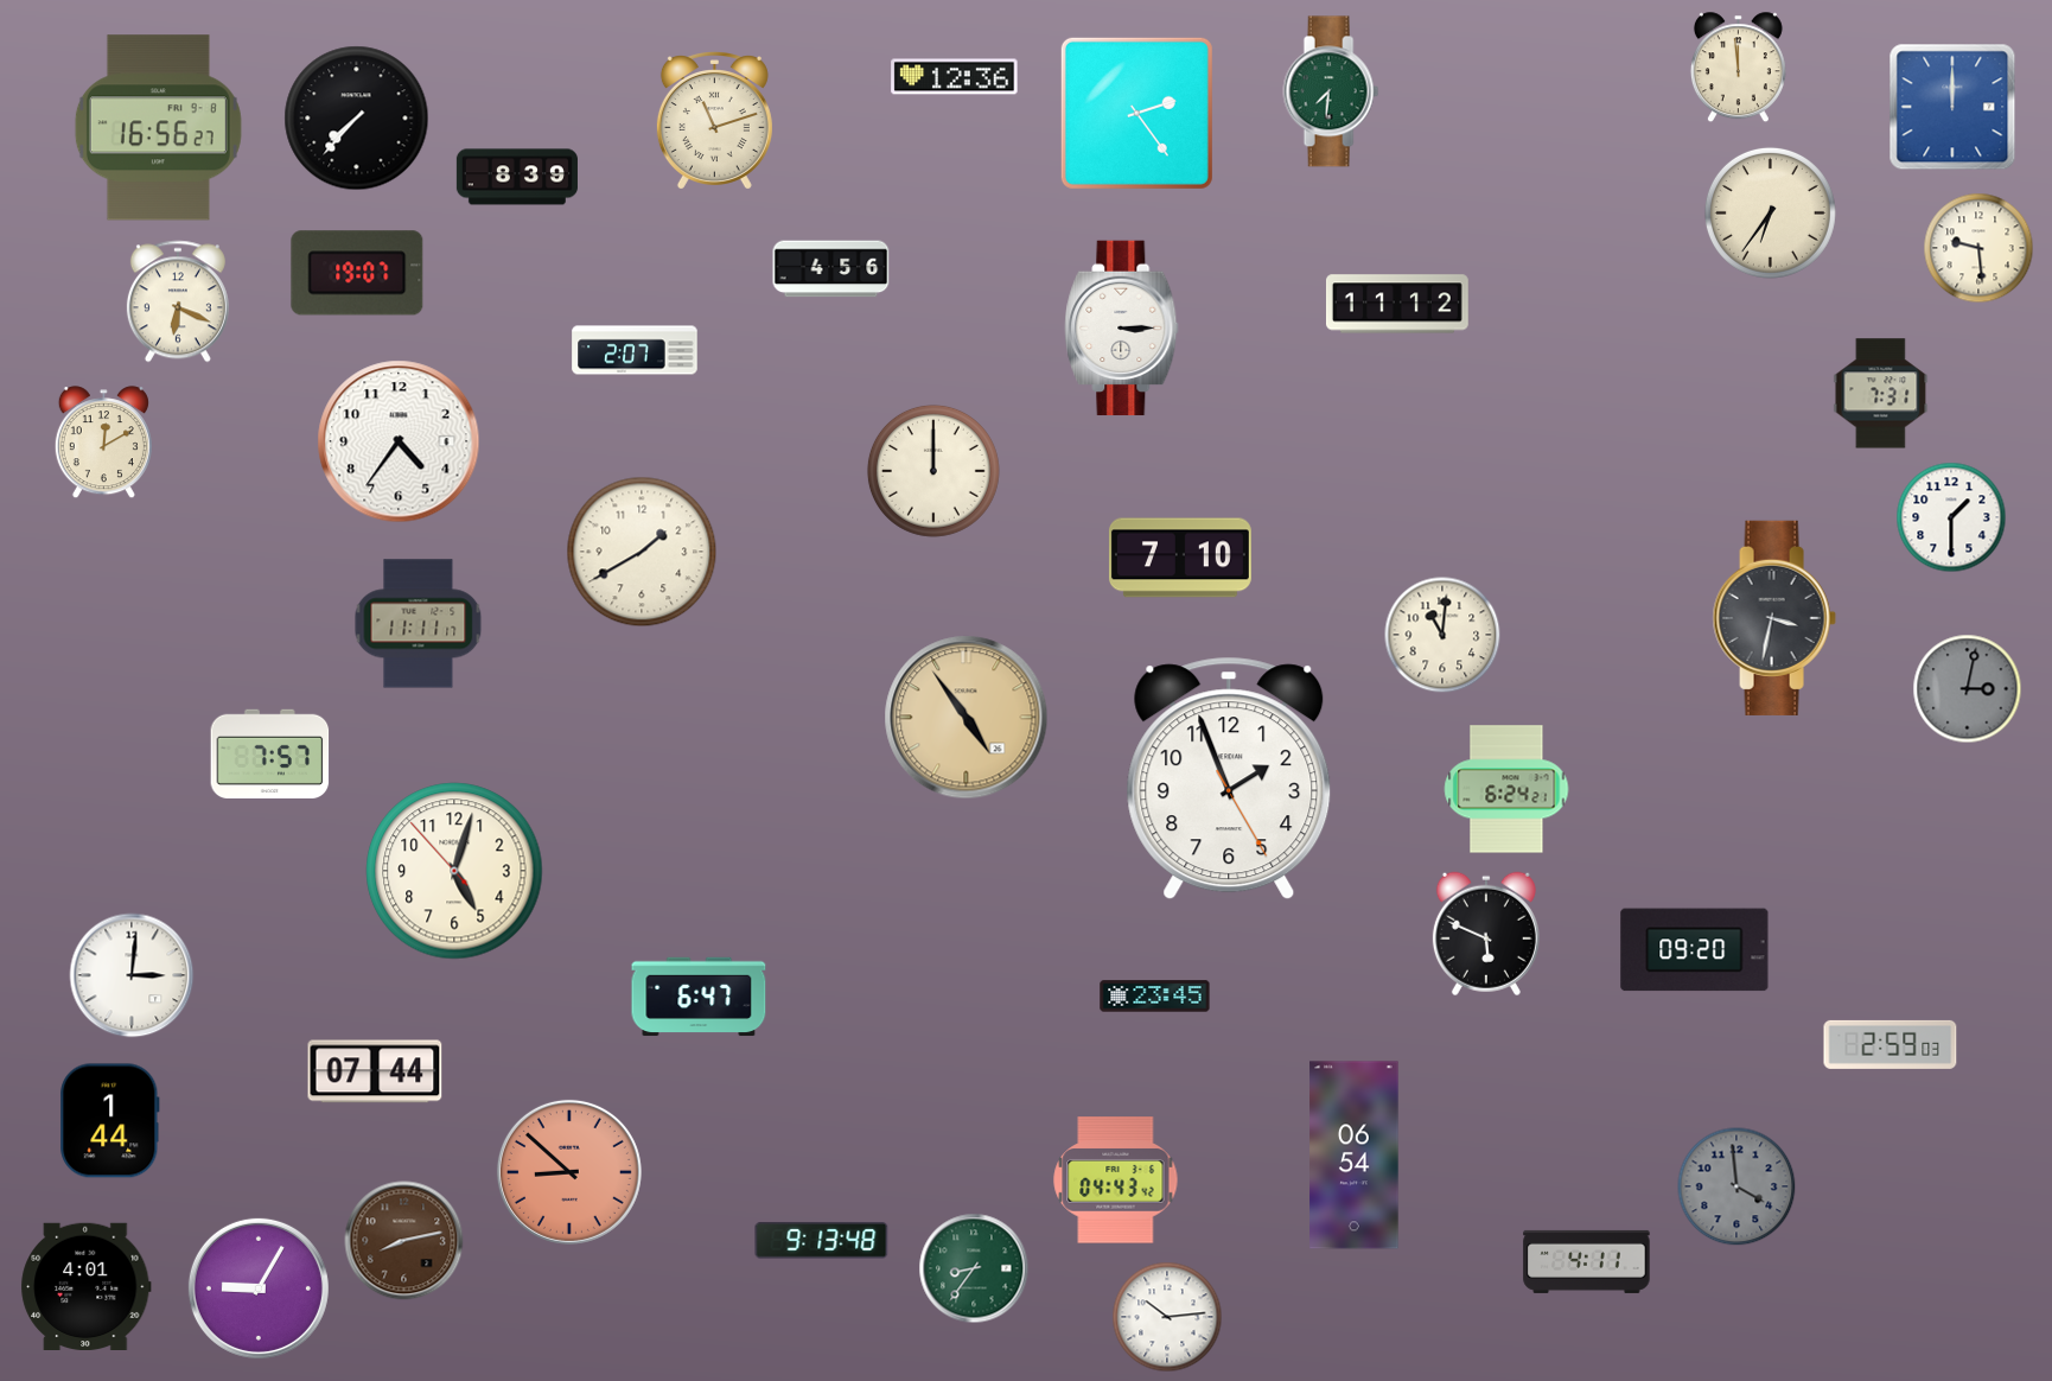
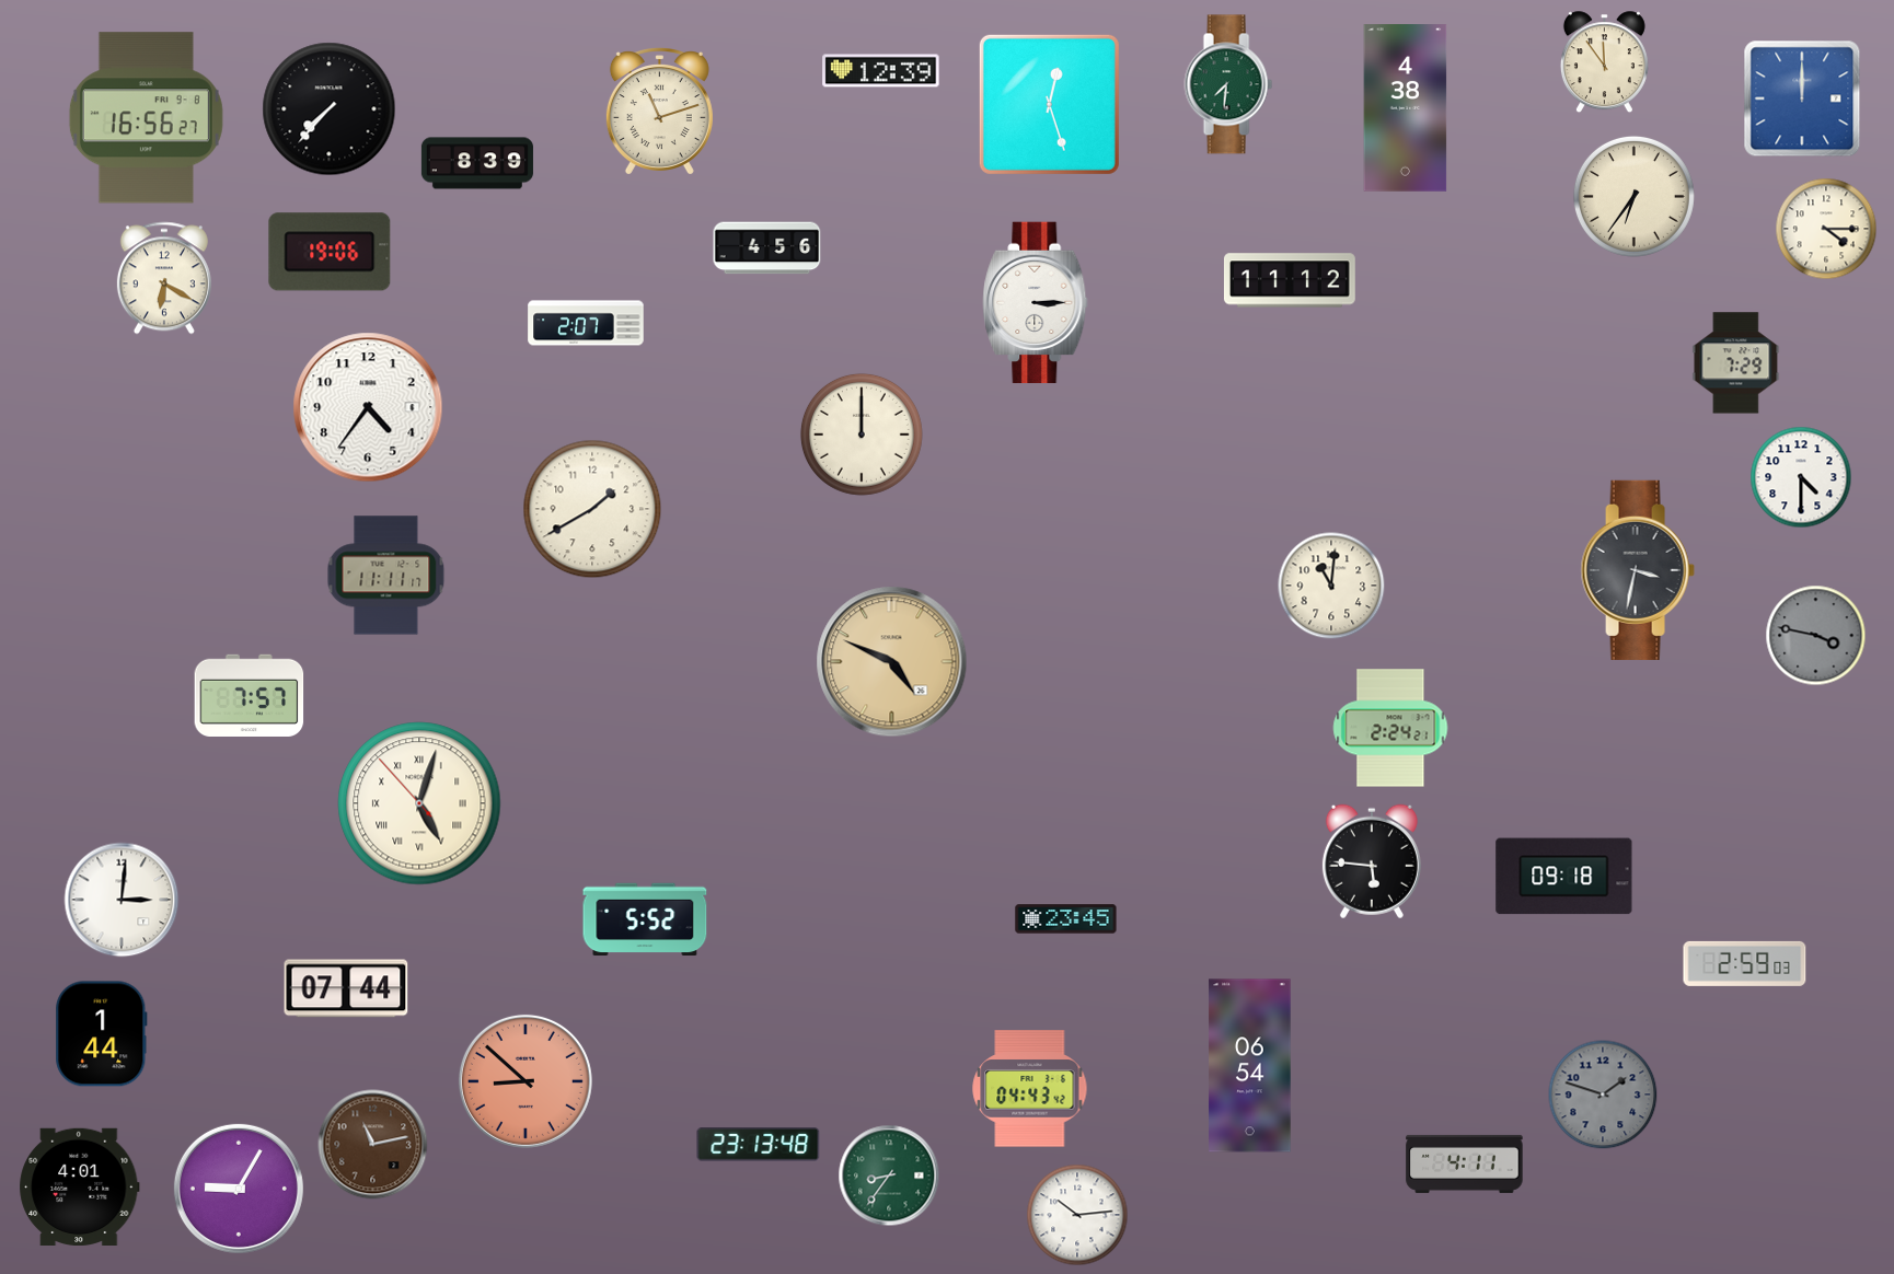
clock at (1738, 68): 11:59 -> 11:54
clock at (955, 77): 12:36 -> 12:39
clock at (1136, 113): 2:24 -> 12:27
clock at (1406, 108): none -> 4:38
clock at (1978, 248): 9:29 -> 4:15
clock at (357, 273): 19:07 -> 19:06
clock at (178, 301): 6:19 -> 6:20
clock at (1881, 394): 7:31 -> 7:29
clock at (103, 443): 12:10 -> none
clock at (1951, 517): 1:30 -> 4:30
clock at (1180, 558): 7:10 -> none
clock at (1968, 689): 3:02 -> 3:47
clock at (967, 718): 4:54 -> 4:49
clock at (1229, 778): 1:56 -> none
clock at (1506, 789): 6:24 -> 2:24
clock at (454, 871) numerals: Arabic -> Roman
clock at (1486, 934): 5:49 -> 5:46
clock at (1695, 950): 09:20 -> 09:18
clock at (699, 997): 6:47 -> 5:52
clock at (1736, 1186): 3:59 -> 1:48
clock at (404, 1241): 8:13 -> 11:13
clock at (822, 1241): 9:13 -> 23:13
clock at (974, 1268) position: (974, 1268) -> (889, 1175)
